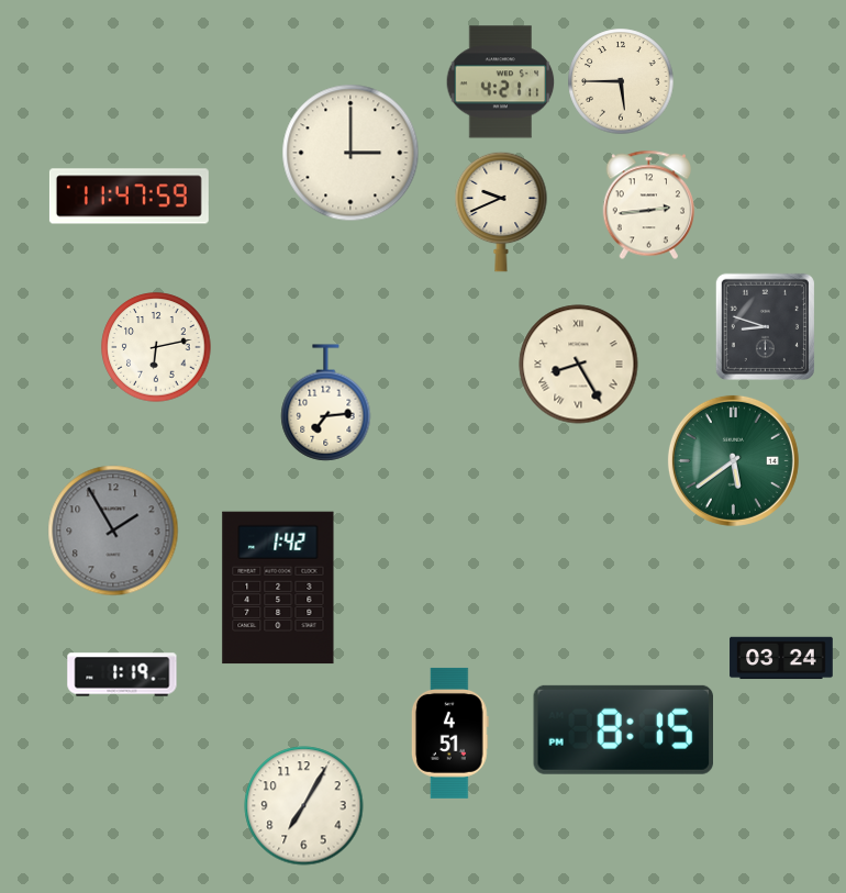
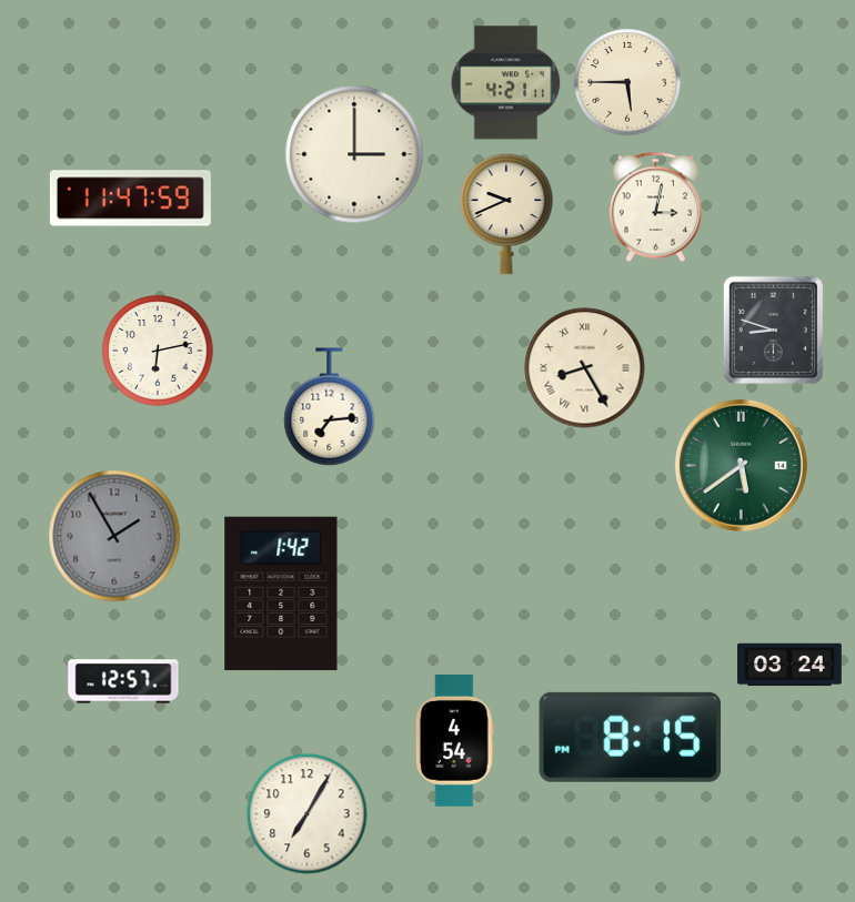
clock at (648, 205): 2:44 -> 3:02
clock at (122, 674): 1:19 -> 12:57
clock at (449, 733): 4:51 -> 4:54
